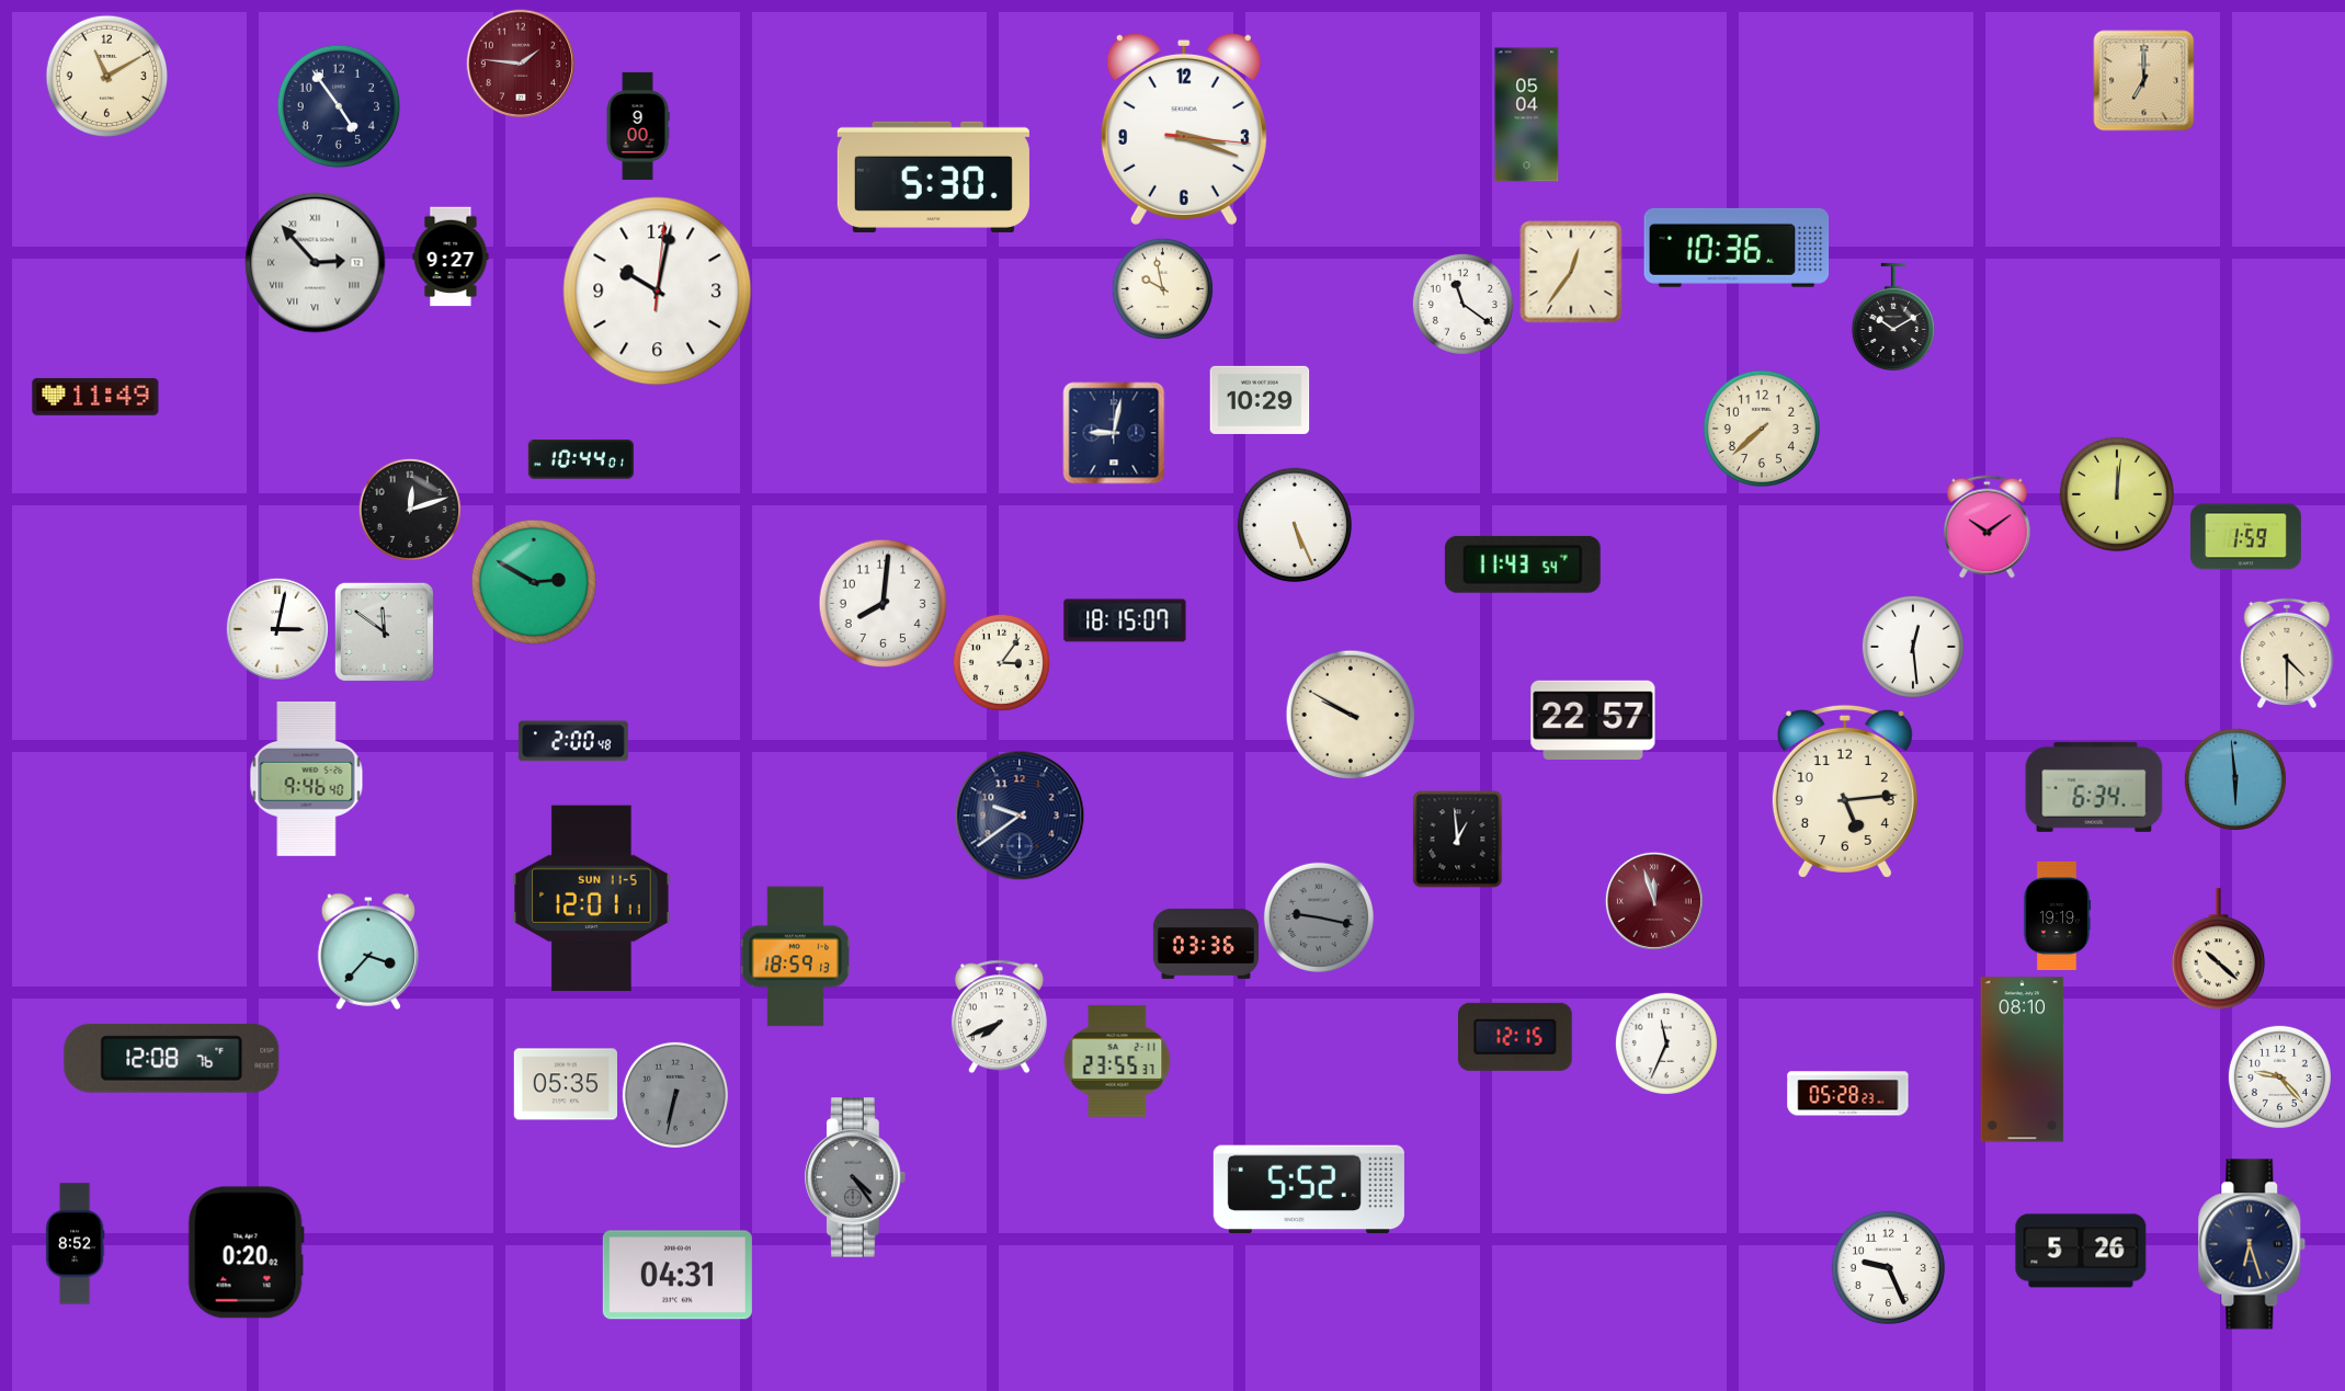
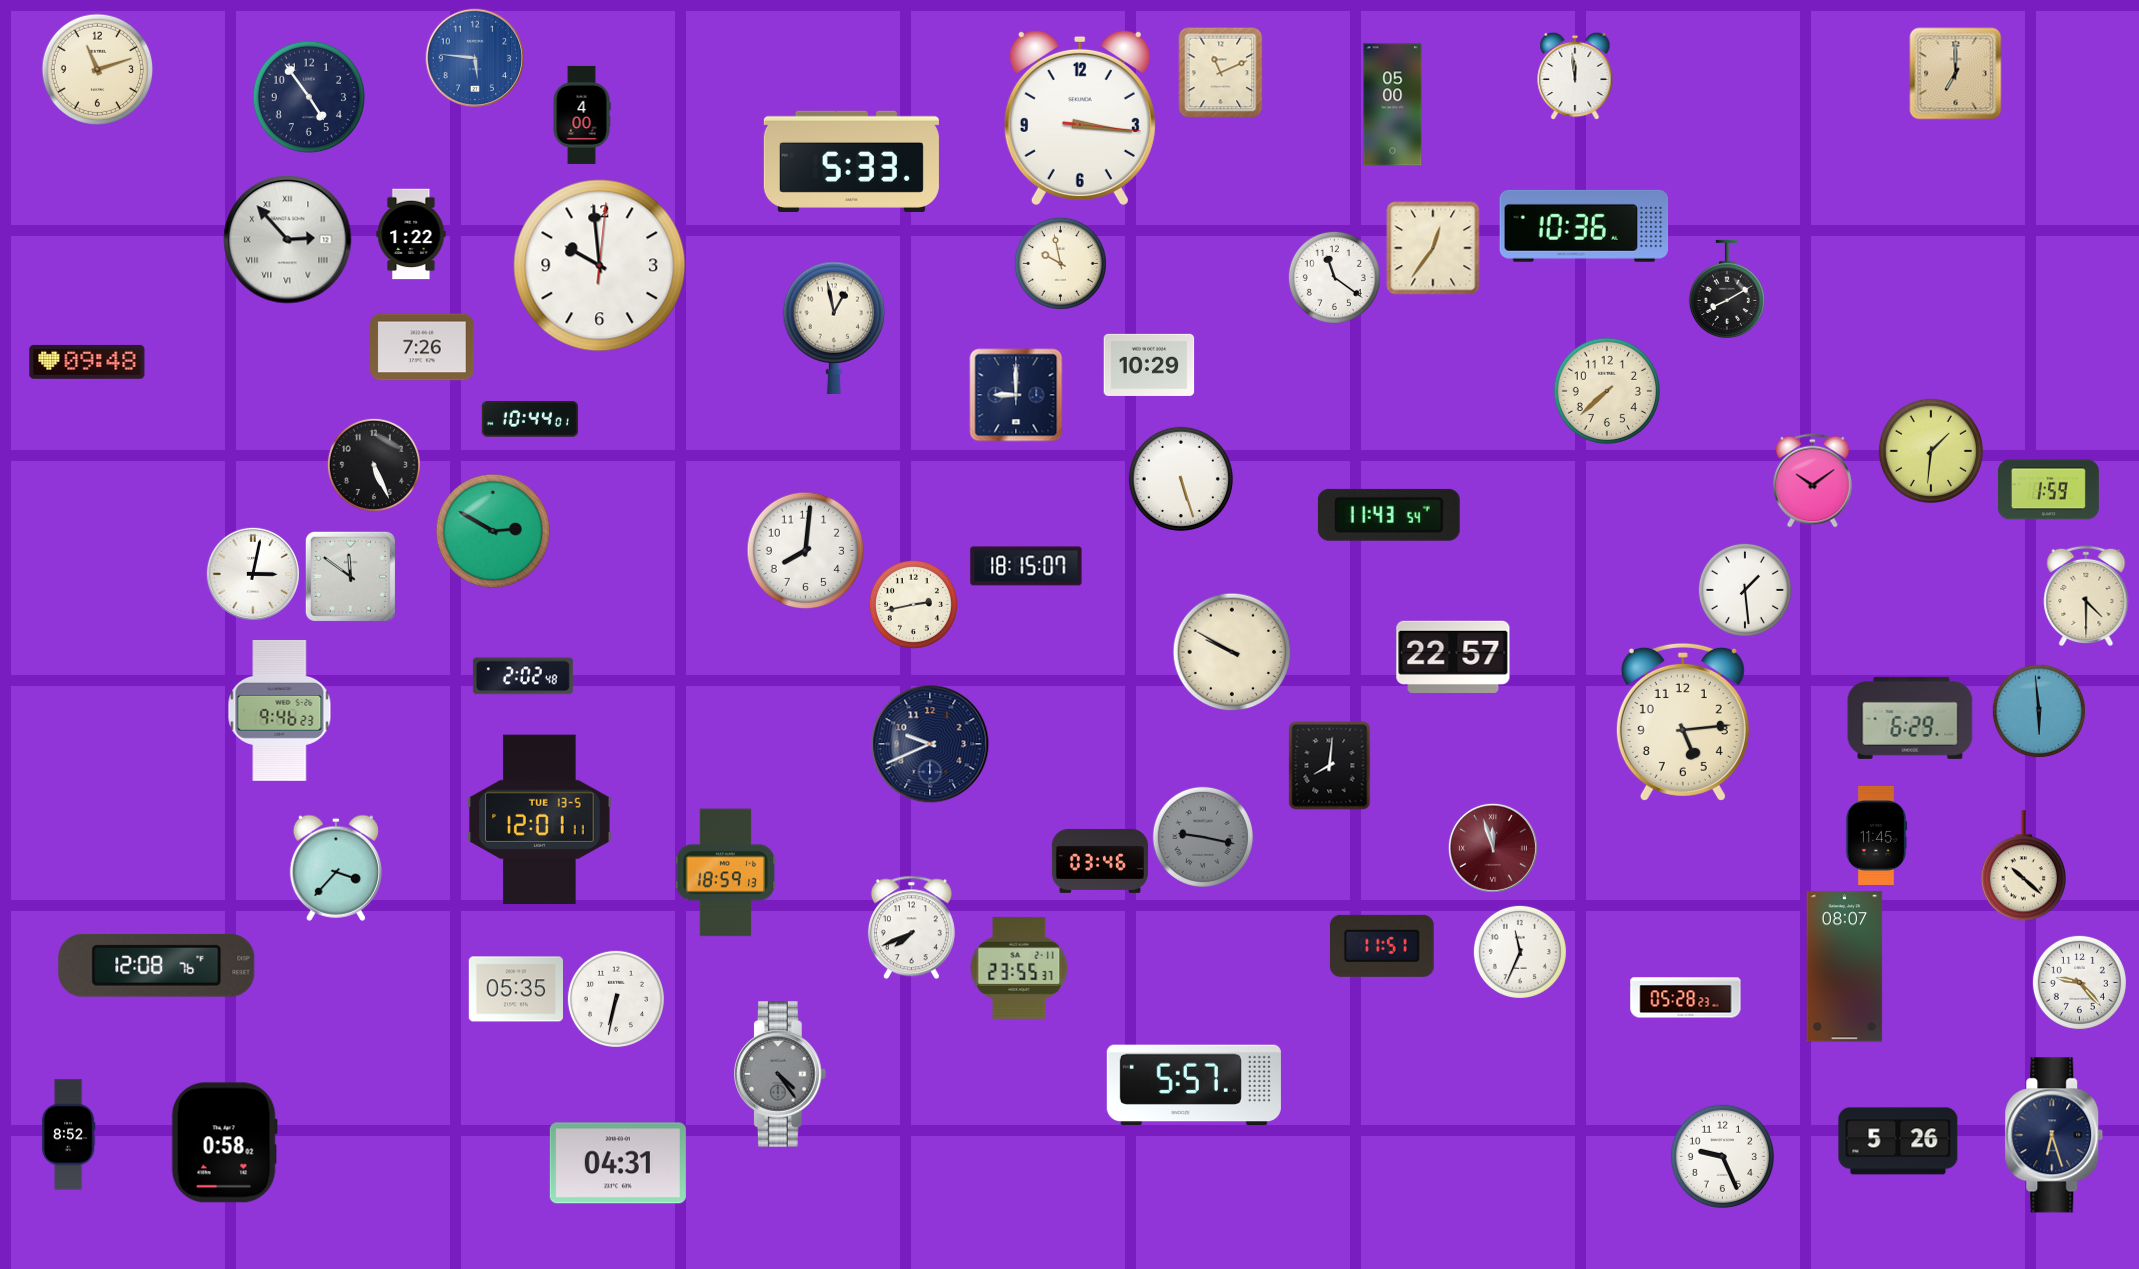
clock at (521, 64): 1:46 -> 5:46
clock at (521, 64) dial: burgundy -> blue
clock at (106, 76): 11:10 -> 11:12
clock at (1221, 73): none -> 11:11
clock at (1575, 76): none -> 11:59
clock at (1527, 115): 05:04 -> 05:00
clock at (638, 126): 9:00 -> 4:00
clock at (1184, 128): 3:18 -> 3:16
clock at (933, 176): 5:30 -> 5:33
clock at (451, 256): 9:27 -> 1:22
clock at (658, 292): 10:02 -> 9:59
clock at (1893, 316): 10:10 -> 8:10
clock at (834, 327): none -> 12:58
clock at (423, 347): none -> 7:26
clock at (95, 397): 11:49 -> 09:48
clock at (1114, 433): 9:02 -> 9:00
clock at (2117, 494): 12:01 -> 1:31
clock at (410, 510): 12:12 -> 5:26
clock at (1295, 525): 5:26 -> 5:27
clock at (534, 582) position: (534, 582) -> (493, 531)
clock at (1913, 647): 12:29 -> 1:29
clock at (1001, 662): 3:06 -> 2:43
clock at (573, 741): 2:00 -> 2:02
clock at (307, 778): 9:46:40 -> 9:46:23
clock at (2094, 787): 6:34 -> 6:29
clock at (1020, 816): 9:39 -> 9:41
clock at (1458, 840): 12:59 -> 8:01
clock at (592, 899) date: SUN 11-5 -> TUE 13-5
clock at (1654, 901) position: (1654, 901) -> (1493, 848)
clock at (2057, 915): 19:19 -> 11:45
clock at (1206, 944): 03:36 -> 03:46
clock at (1515, 1037): 12:15 -> 11:51
clock at (2023, 1060): 08:10 -> 08:07
clock at (675, 1095) dial: grey -> white
clock at (1309, 1189): 5:52 -> 5:57
clock at (246, 1253): 0:20 -> 0:58
